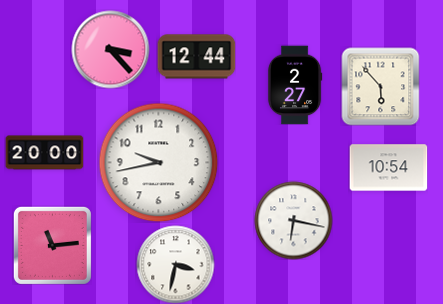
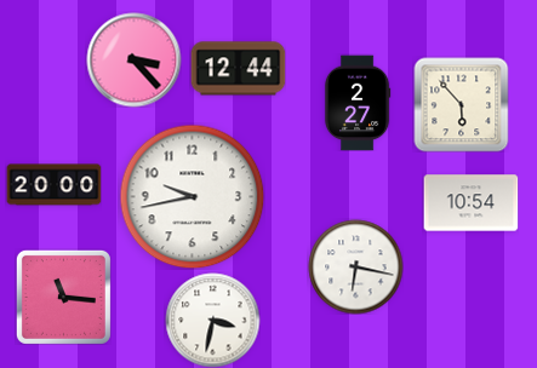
clock at (52, 245): 11:14 -> 11:16
